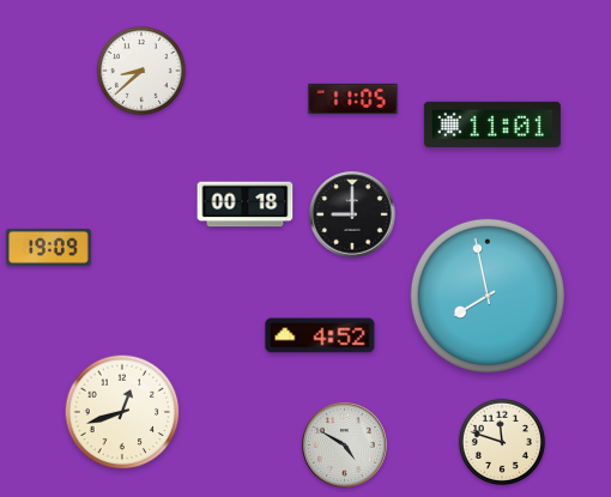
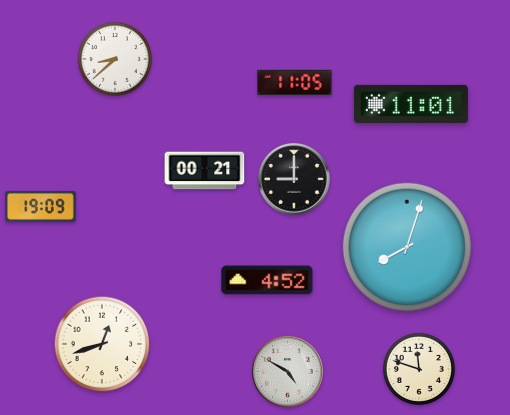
clock at (141, 71) position: (141, 71) -> (115, 59)
clock at (246, 205): 00:18 -> 00:21
clock at (488, 296): 7:58 -> 8:03
